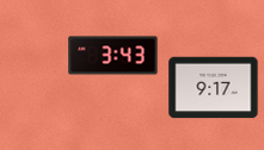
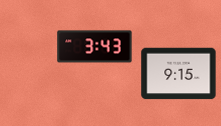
clock at (214, 88): 9:17 -> 9:15
